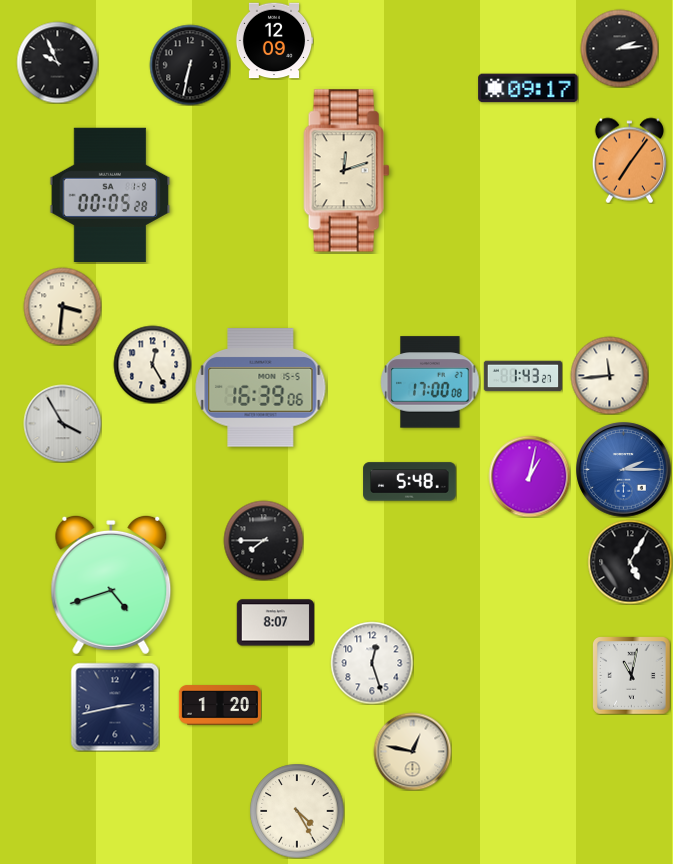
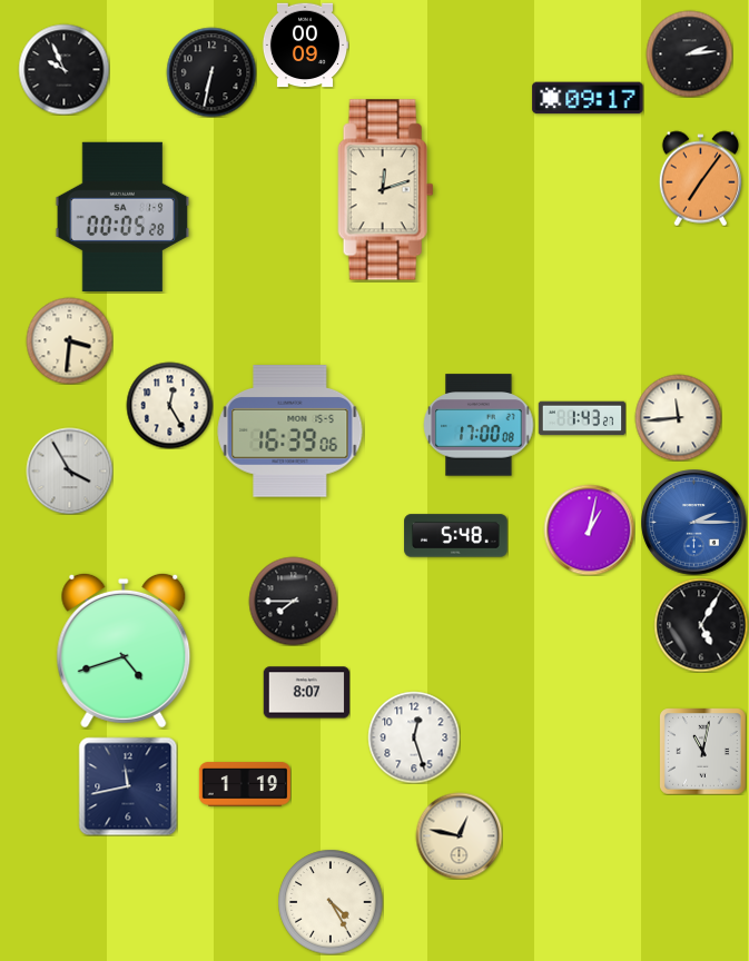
clock at (274, 41): 12:09 -> 00:09
clock at (220, 705): 1:20 -> 1:19
clock at (115, 707): 2:43 -> 11:43
